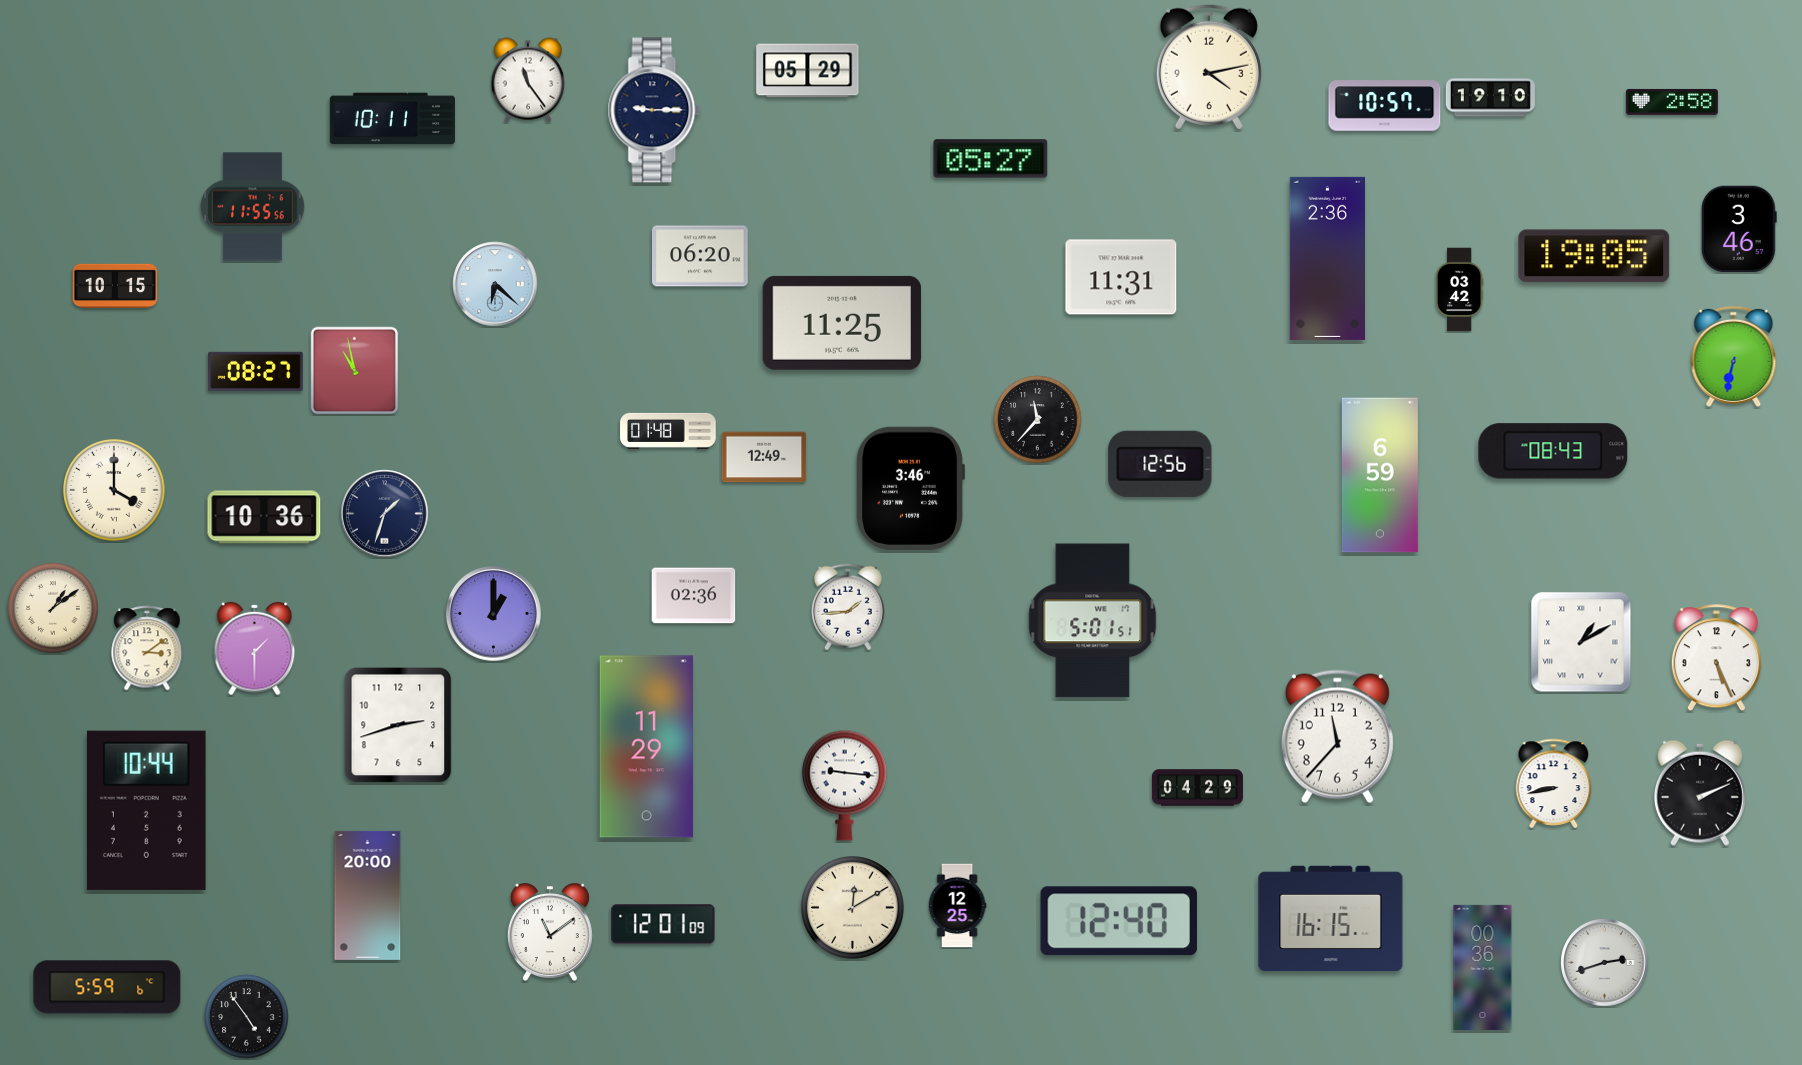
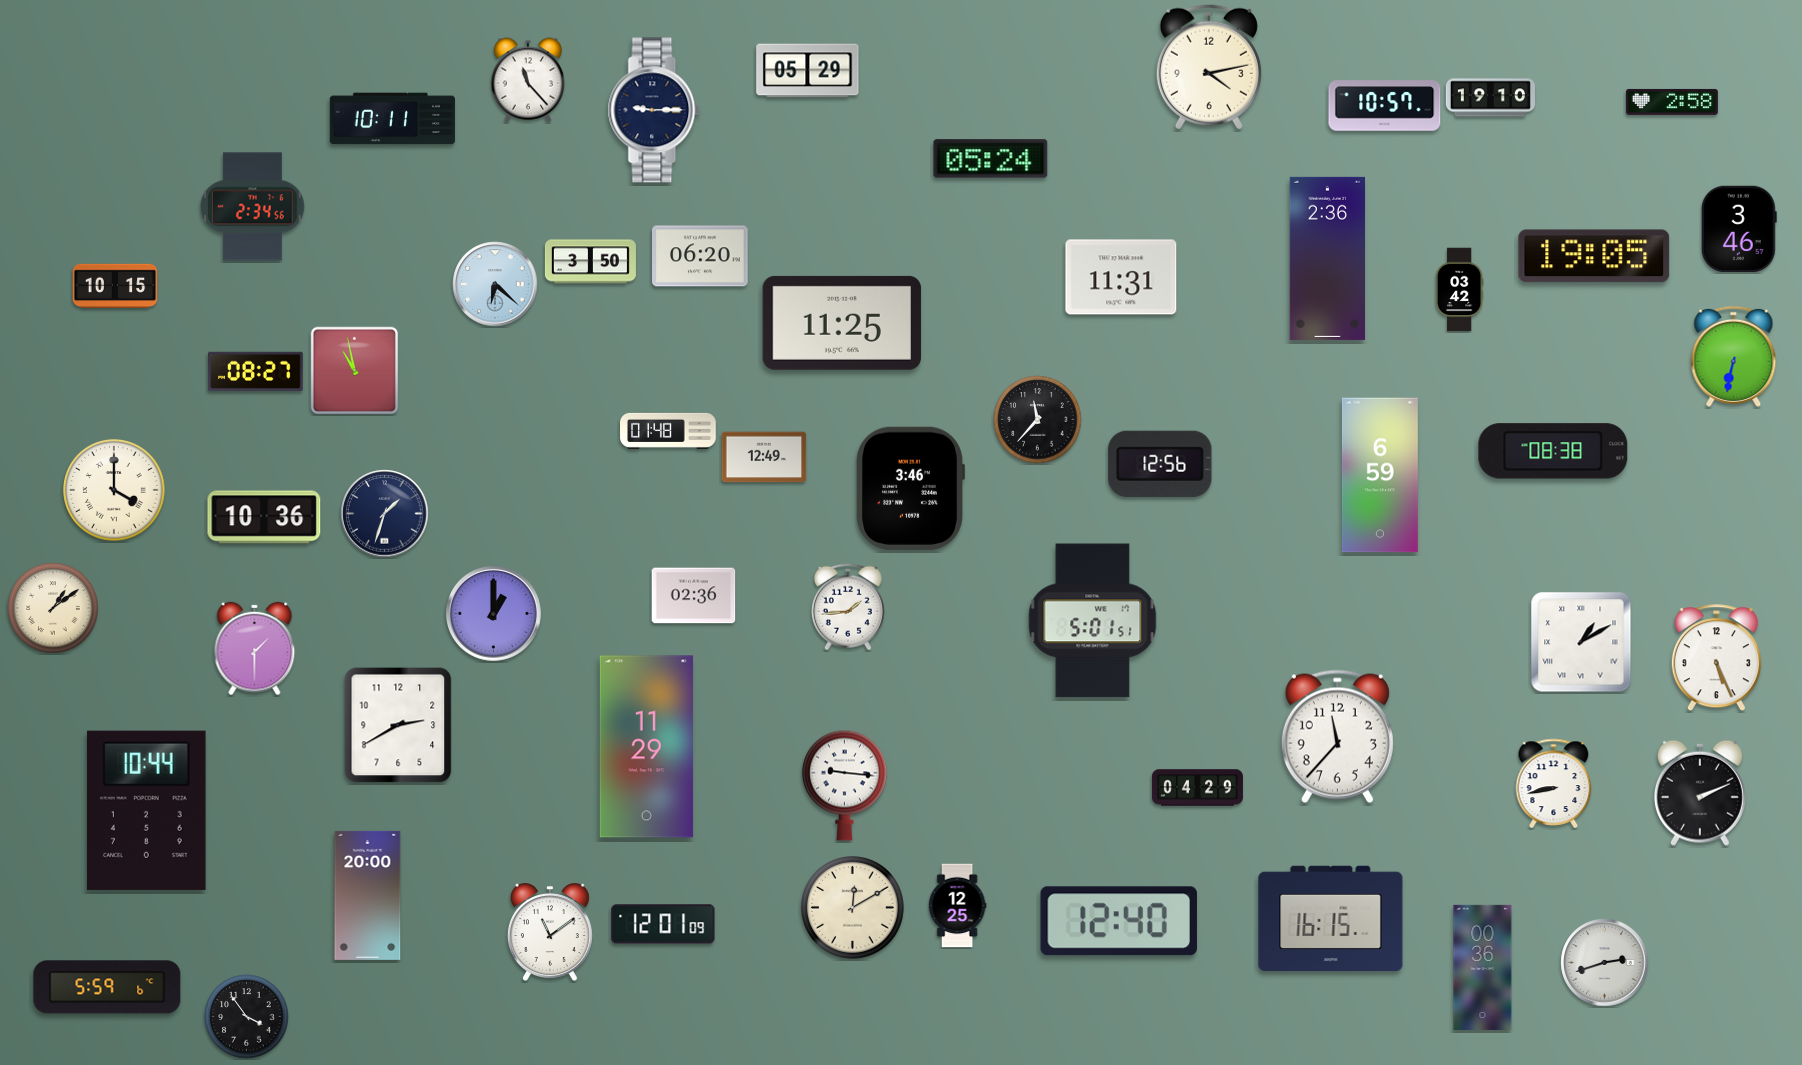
clock at (528, 80): 11:24 -> 11:23
clock at (991, 159): 05:27 -> 05:24
clock at (253, 207): 11:55 -> 2:34
clock at (590, 262): none -> 3:50
clock at (1553, 451): 08:43 -> 08:38
clock at (147, 648): 3:09 -> none
clock at (398, 725): 2:42 -> 2:40
clock at (247, 1017): 4:54 -> 3:54
